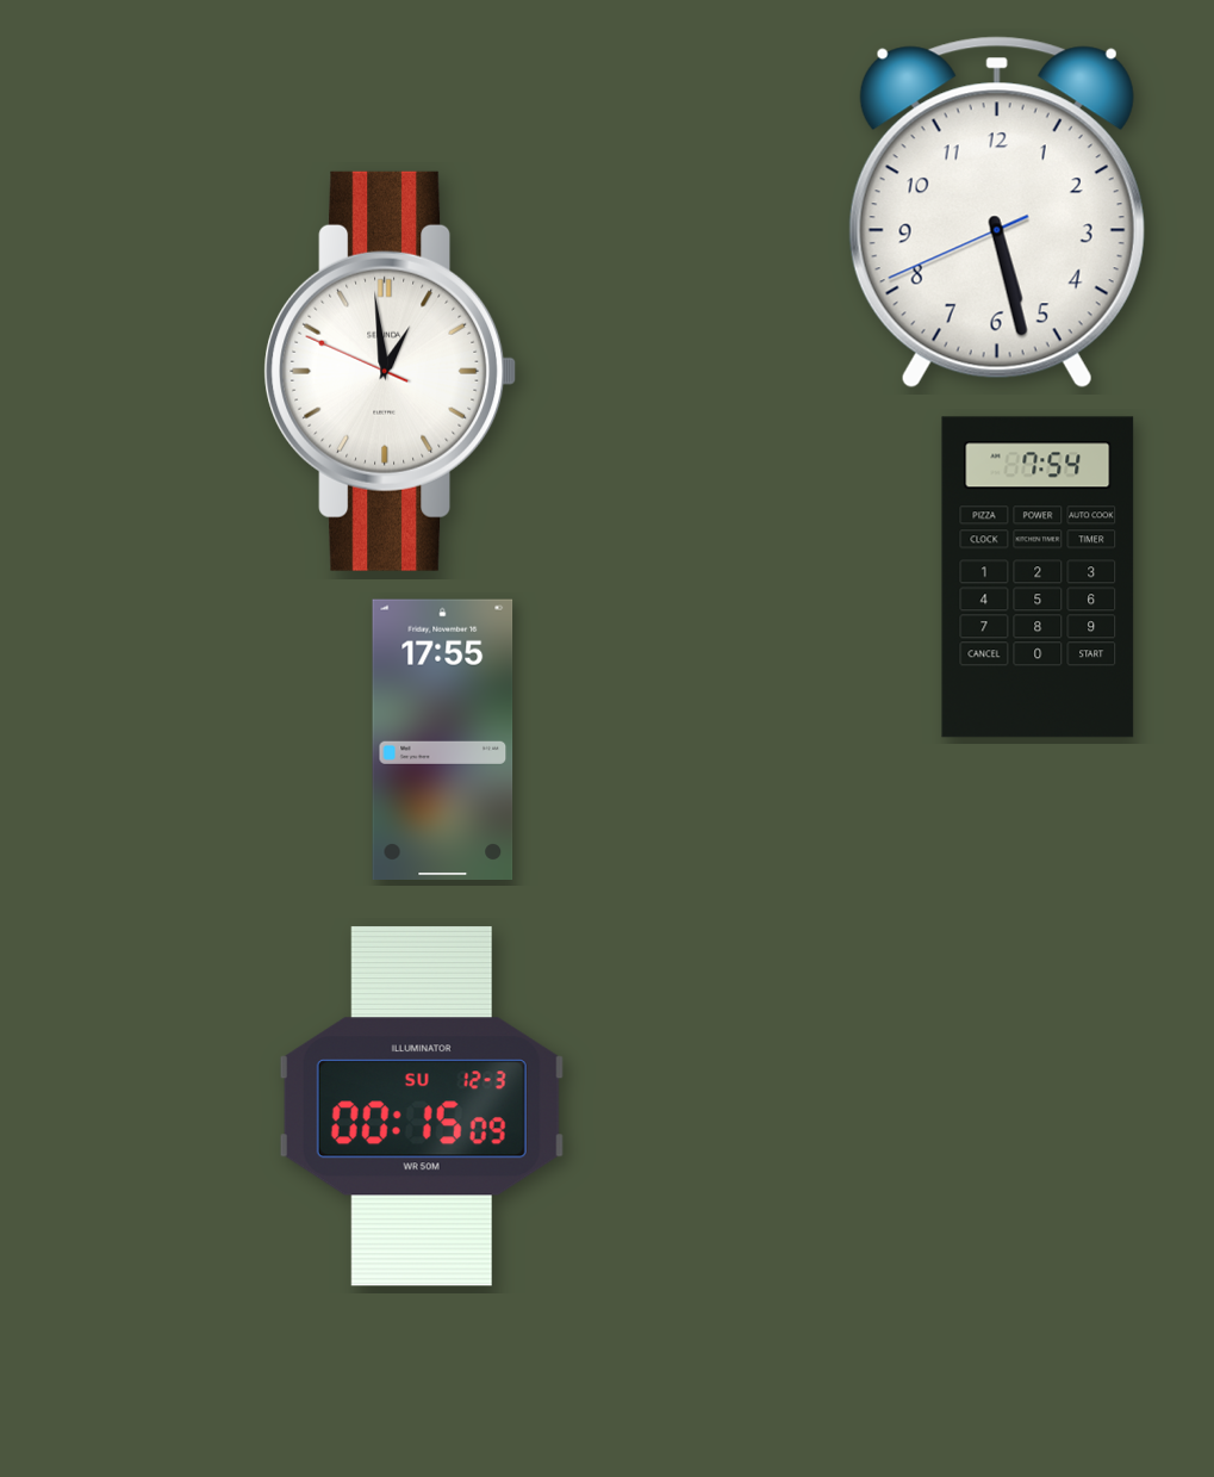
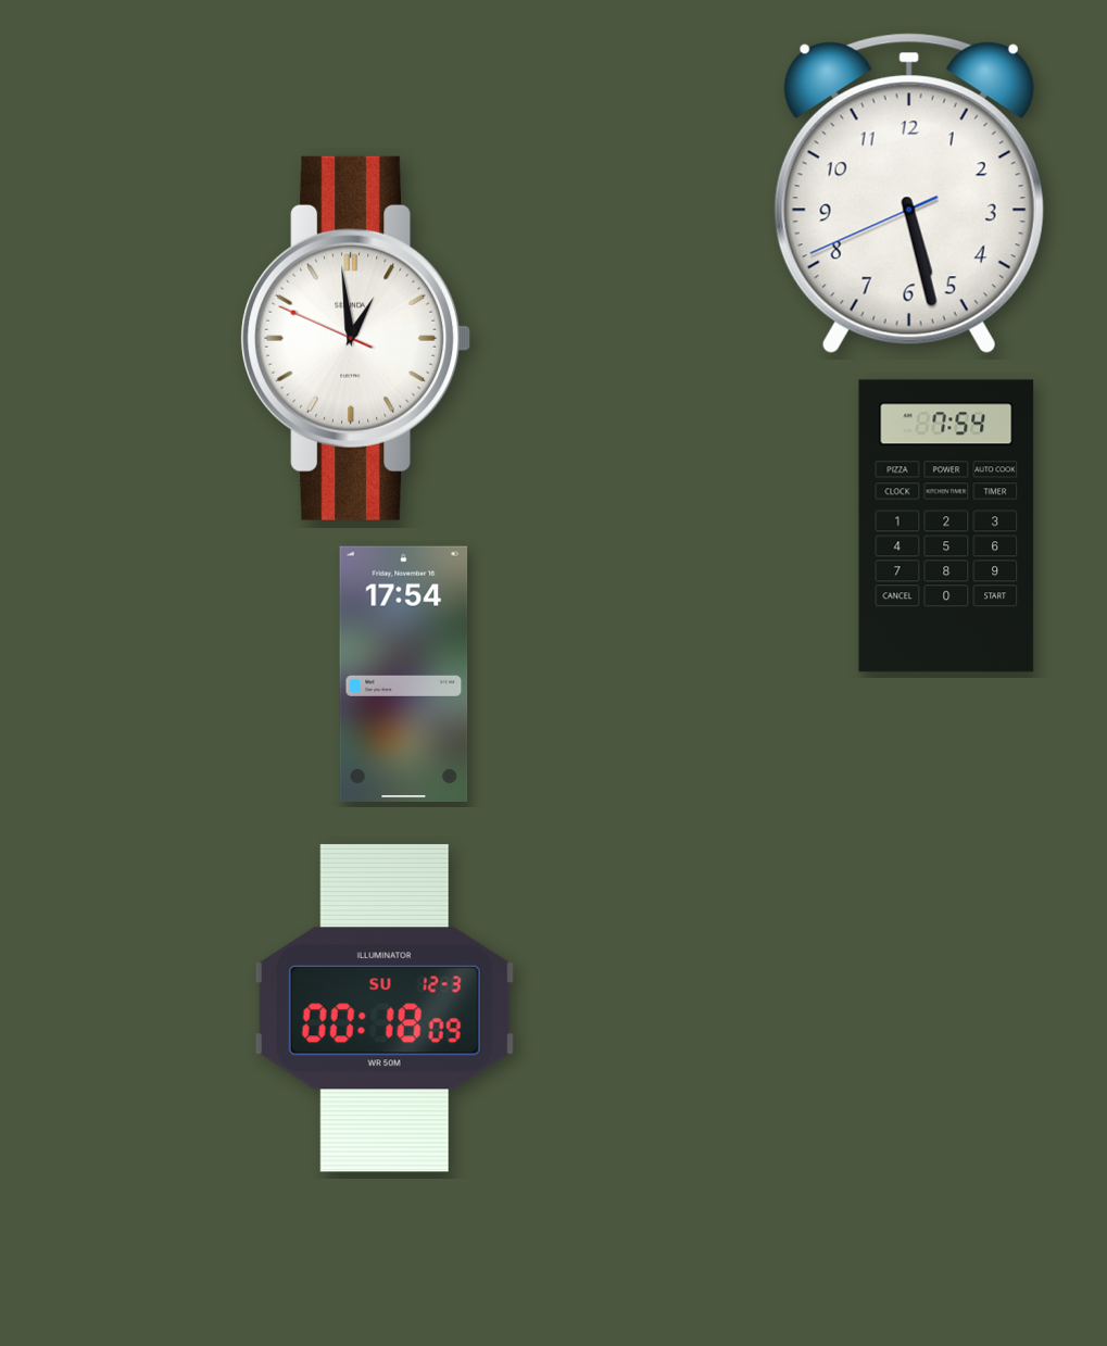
clock at (443, 739): 17:55 -> 17:54
clock at (422, 1106): 00:15 -> 00:18
